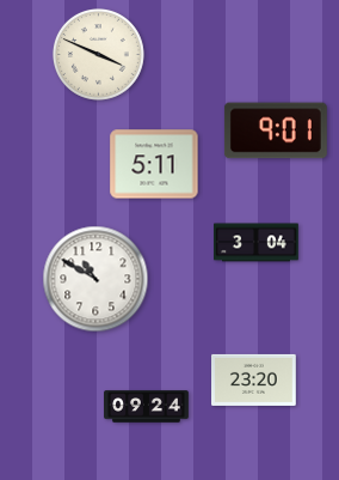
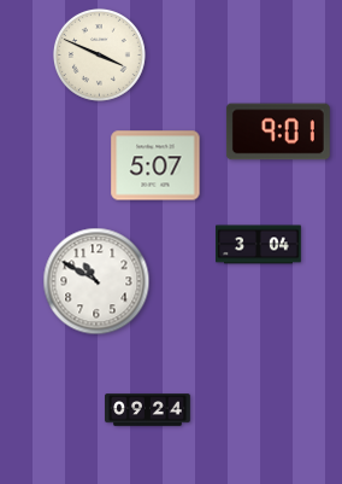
clock at (154, 164): 5:11 -> 5:07
clock at (254, 379): 23:20 -> none
